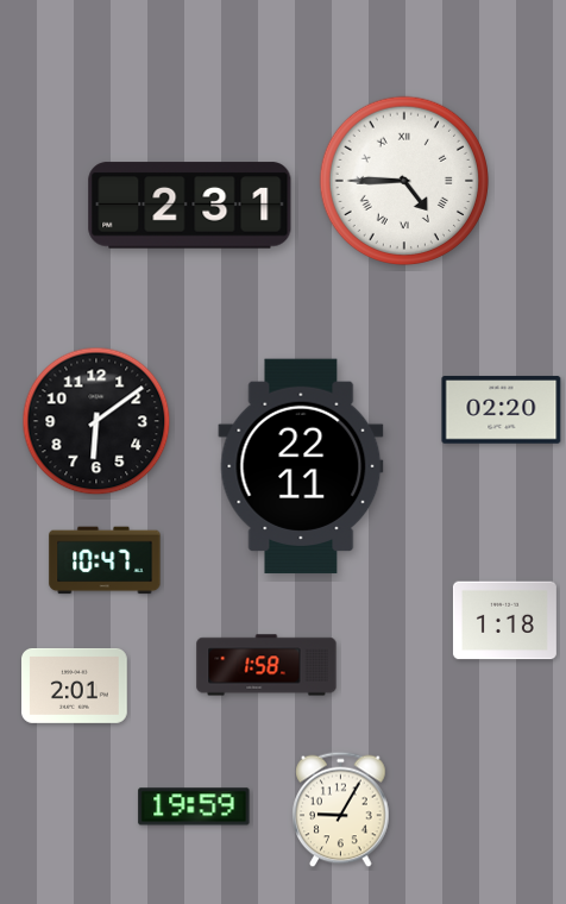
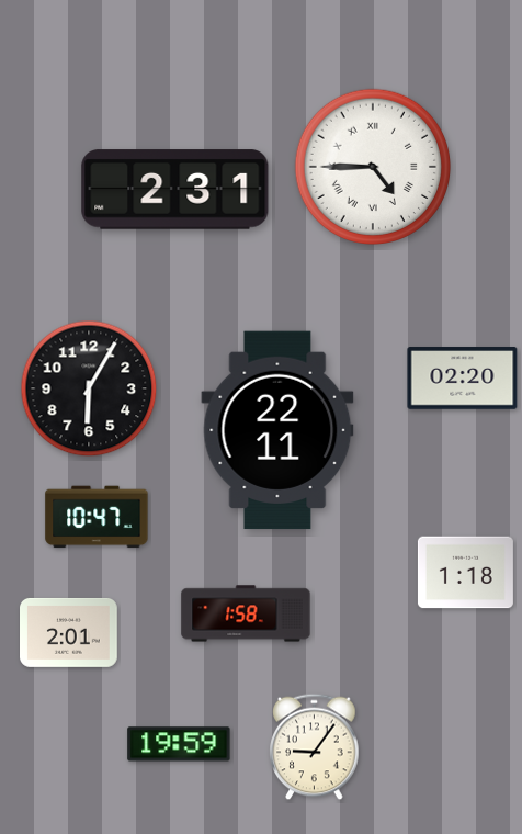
clock at (96, 421): 6:09 -> 6:05
clock at (341, 810): 9:05 -> 9:06
